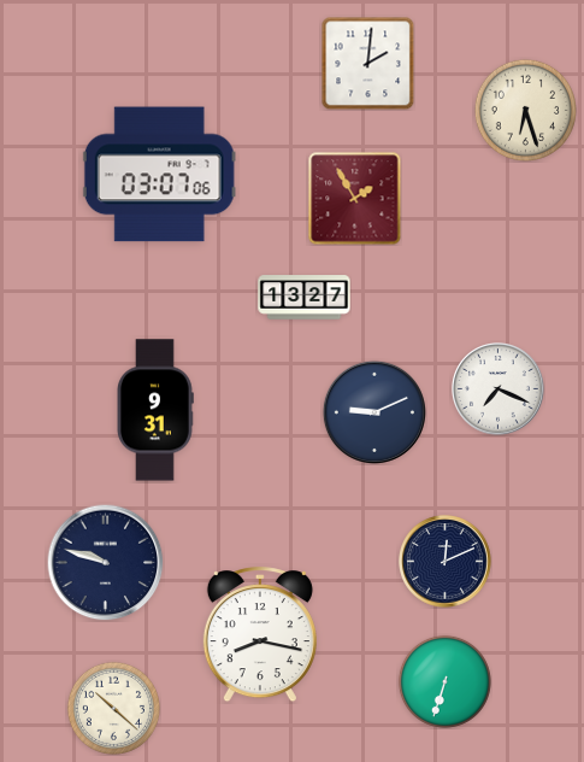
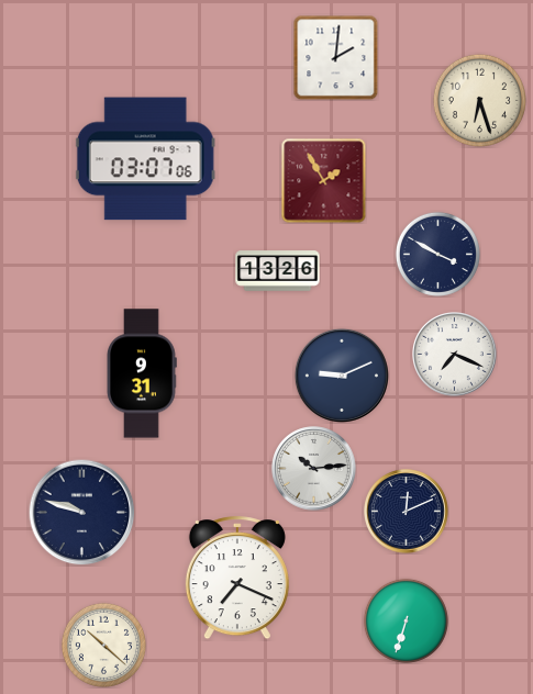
clock at (437, 254): none -> 3:50
clock at (305, 298): 13:27 -> 13:26
clock at (314, 469): none -> 10:14
clock at (106, 563) position: (106, 563) -> (82, 513)
clock at (260, 635): 8:17 -> 7:19
